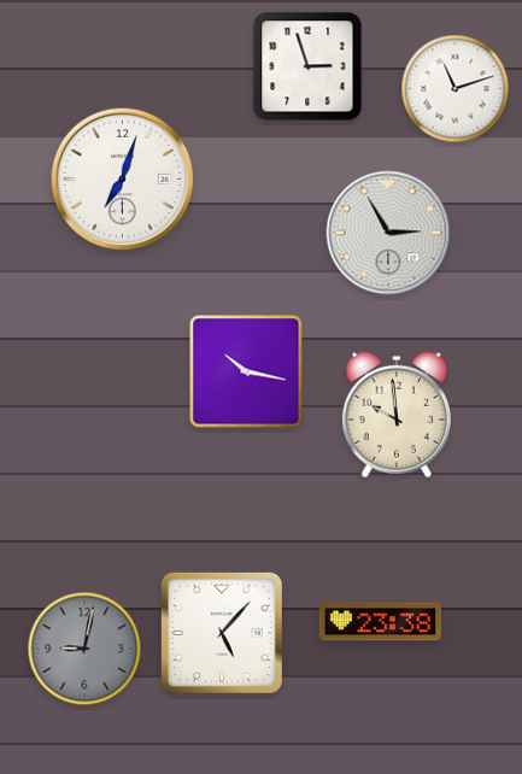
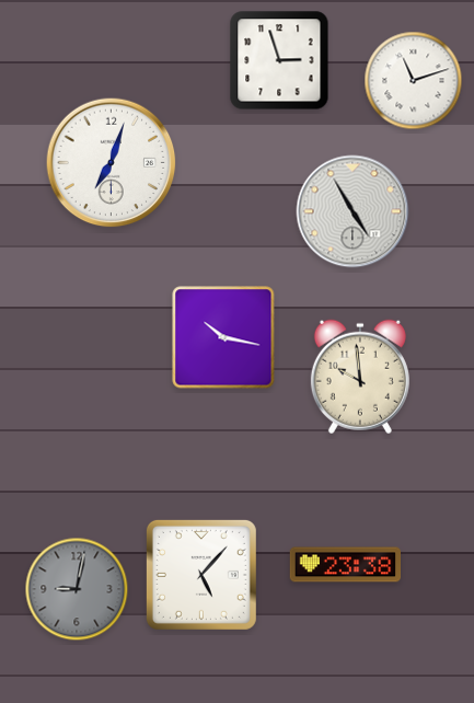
clock at (388, 233): 2:55 -> 4:55
